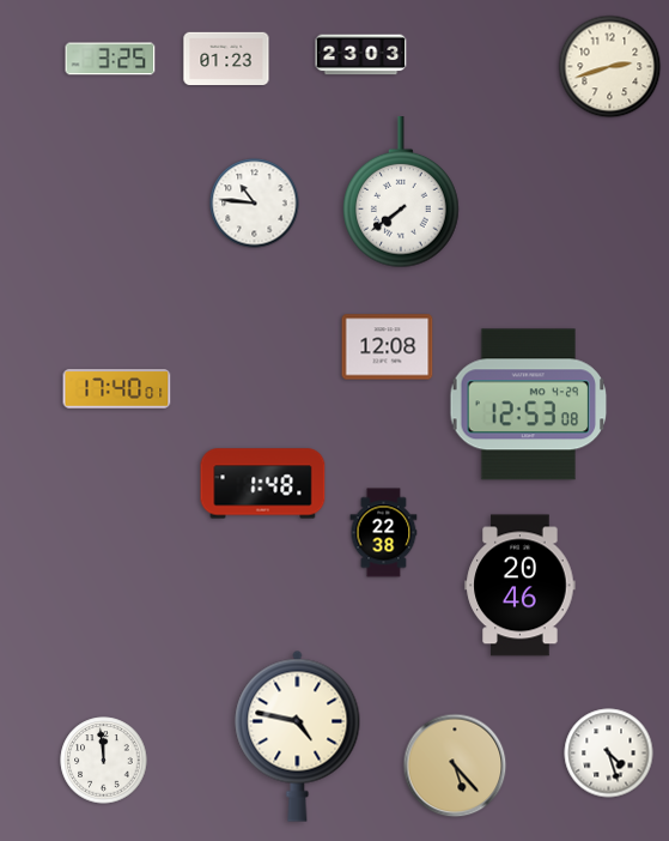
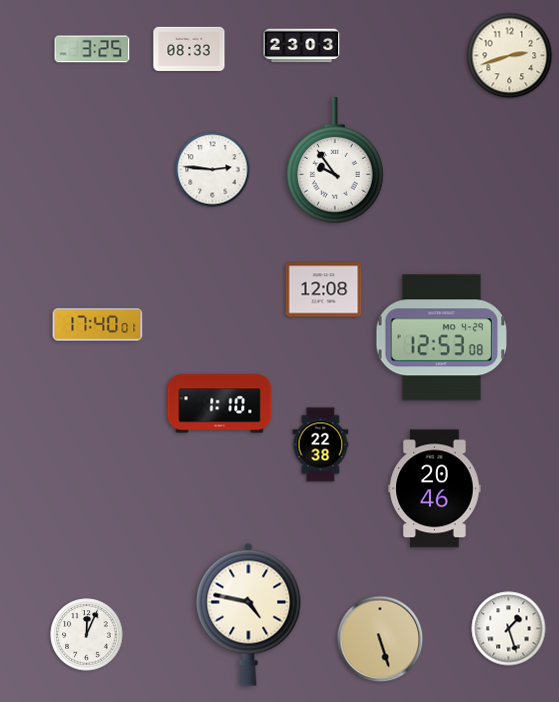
clock at (226, 59): 01:23 -> 08:33
clock at (401, 193): 7:39 -> 9:54
clock at (255, 204): 10:46 -> 2:46
clock at (263, 484): 1:48 -> 1:10
clock at (609, 754): 4:27 -> 1:27
clock at (104, 761): 11:59 -> 12:04
clock at (455, 766): 5:23 -> 5:27
